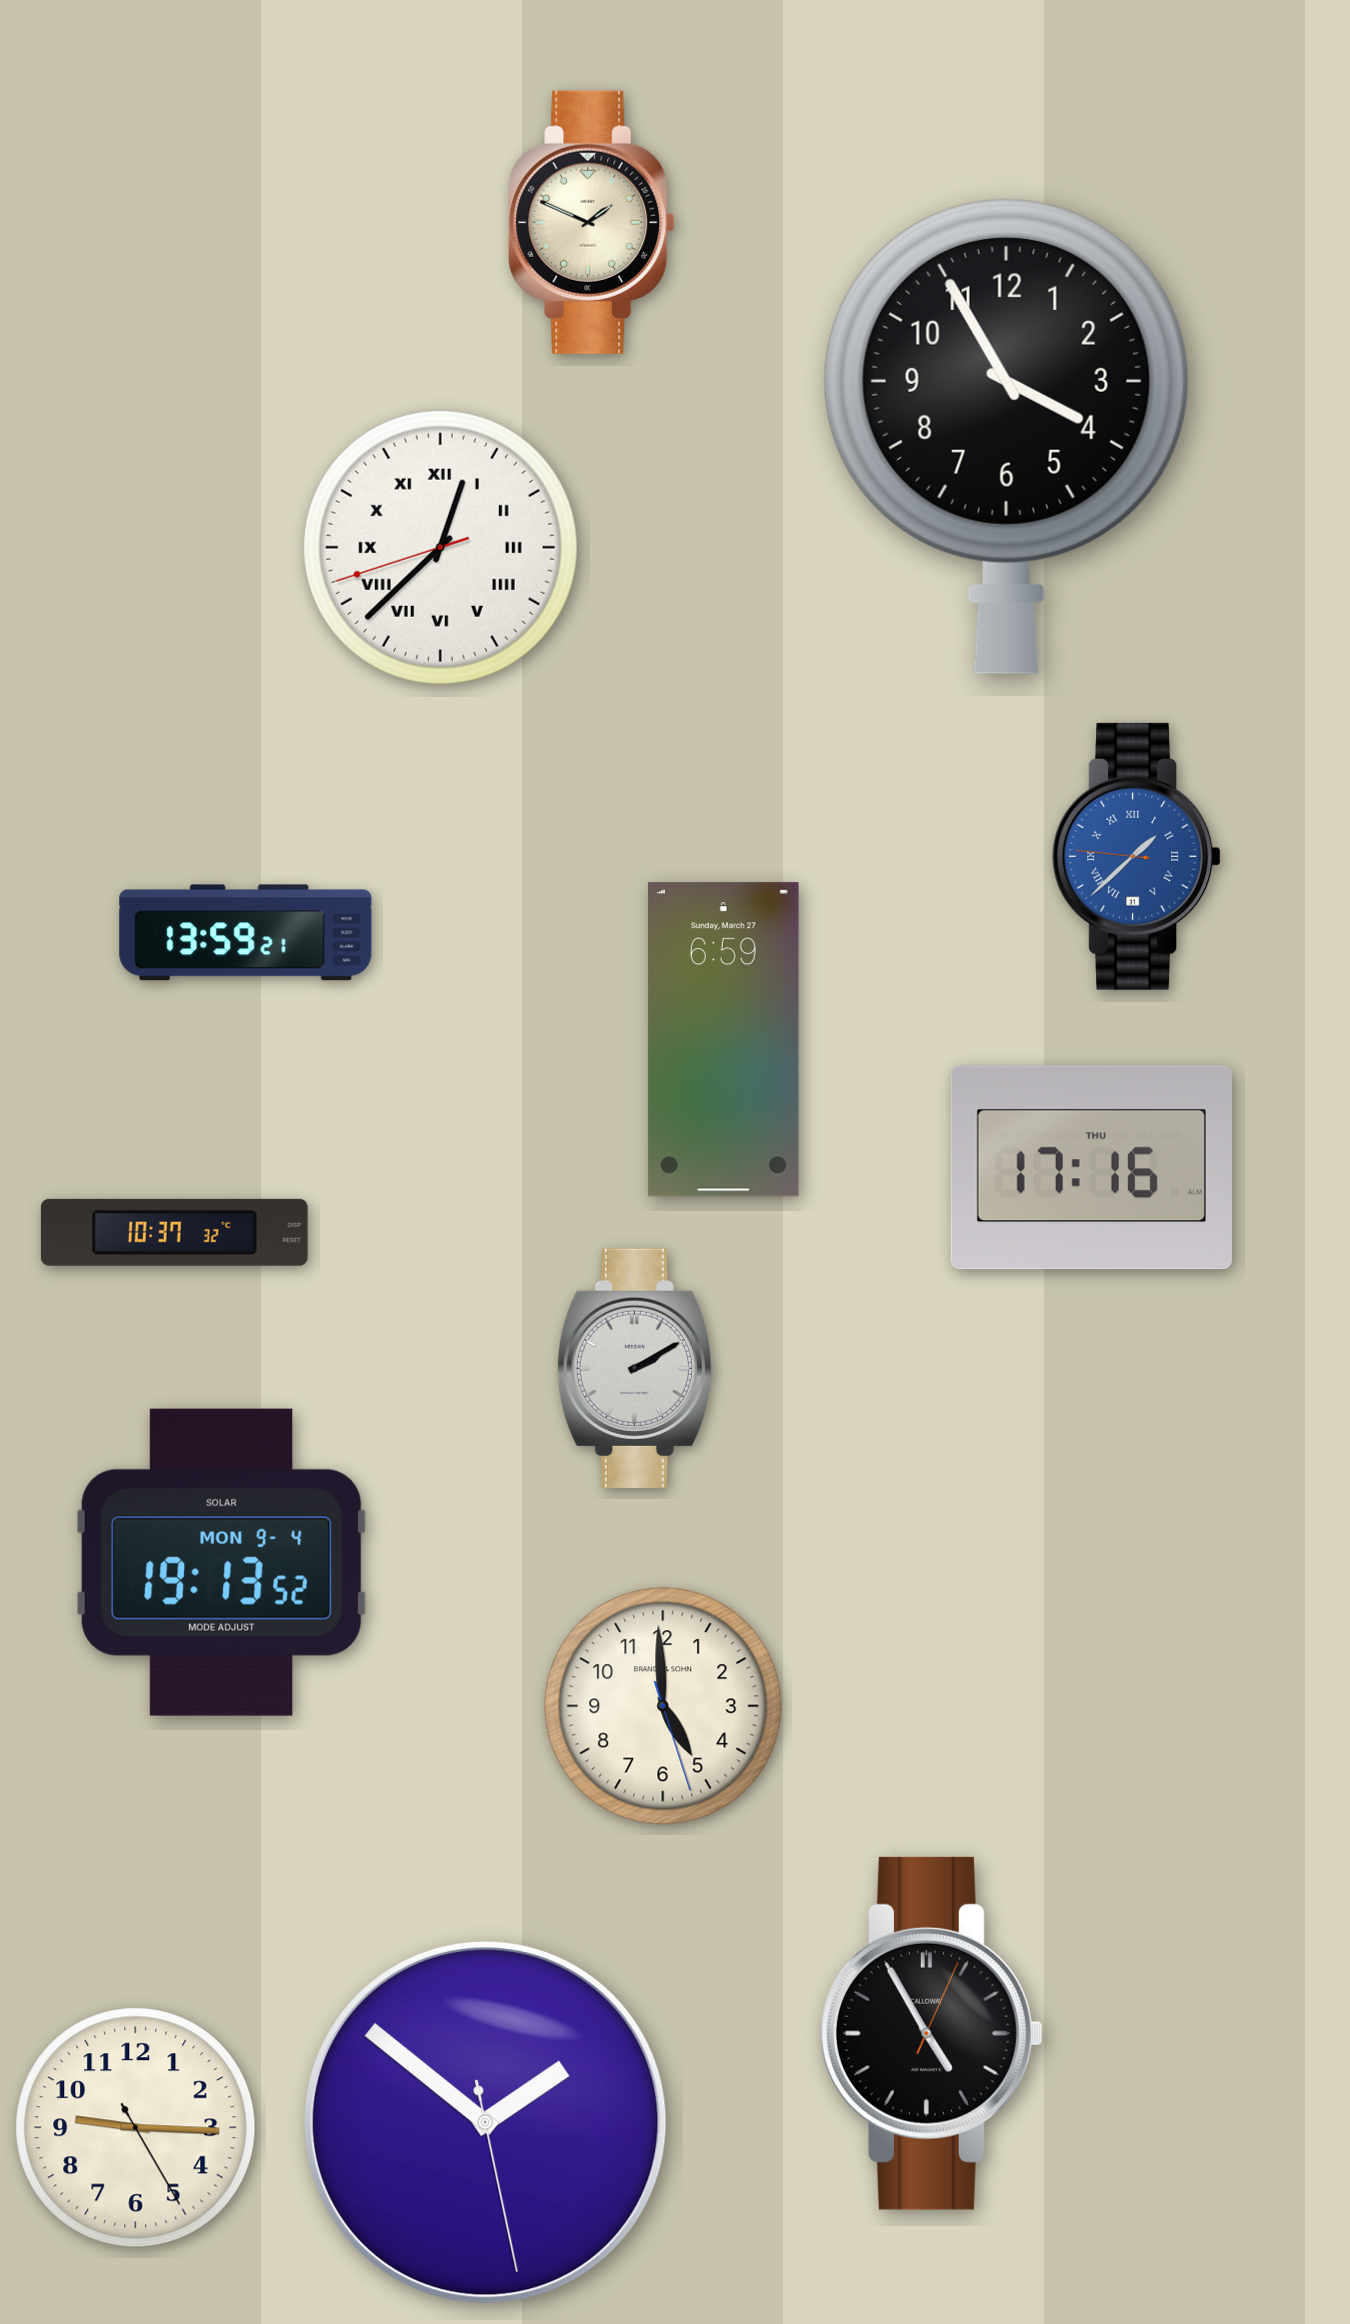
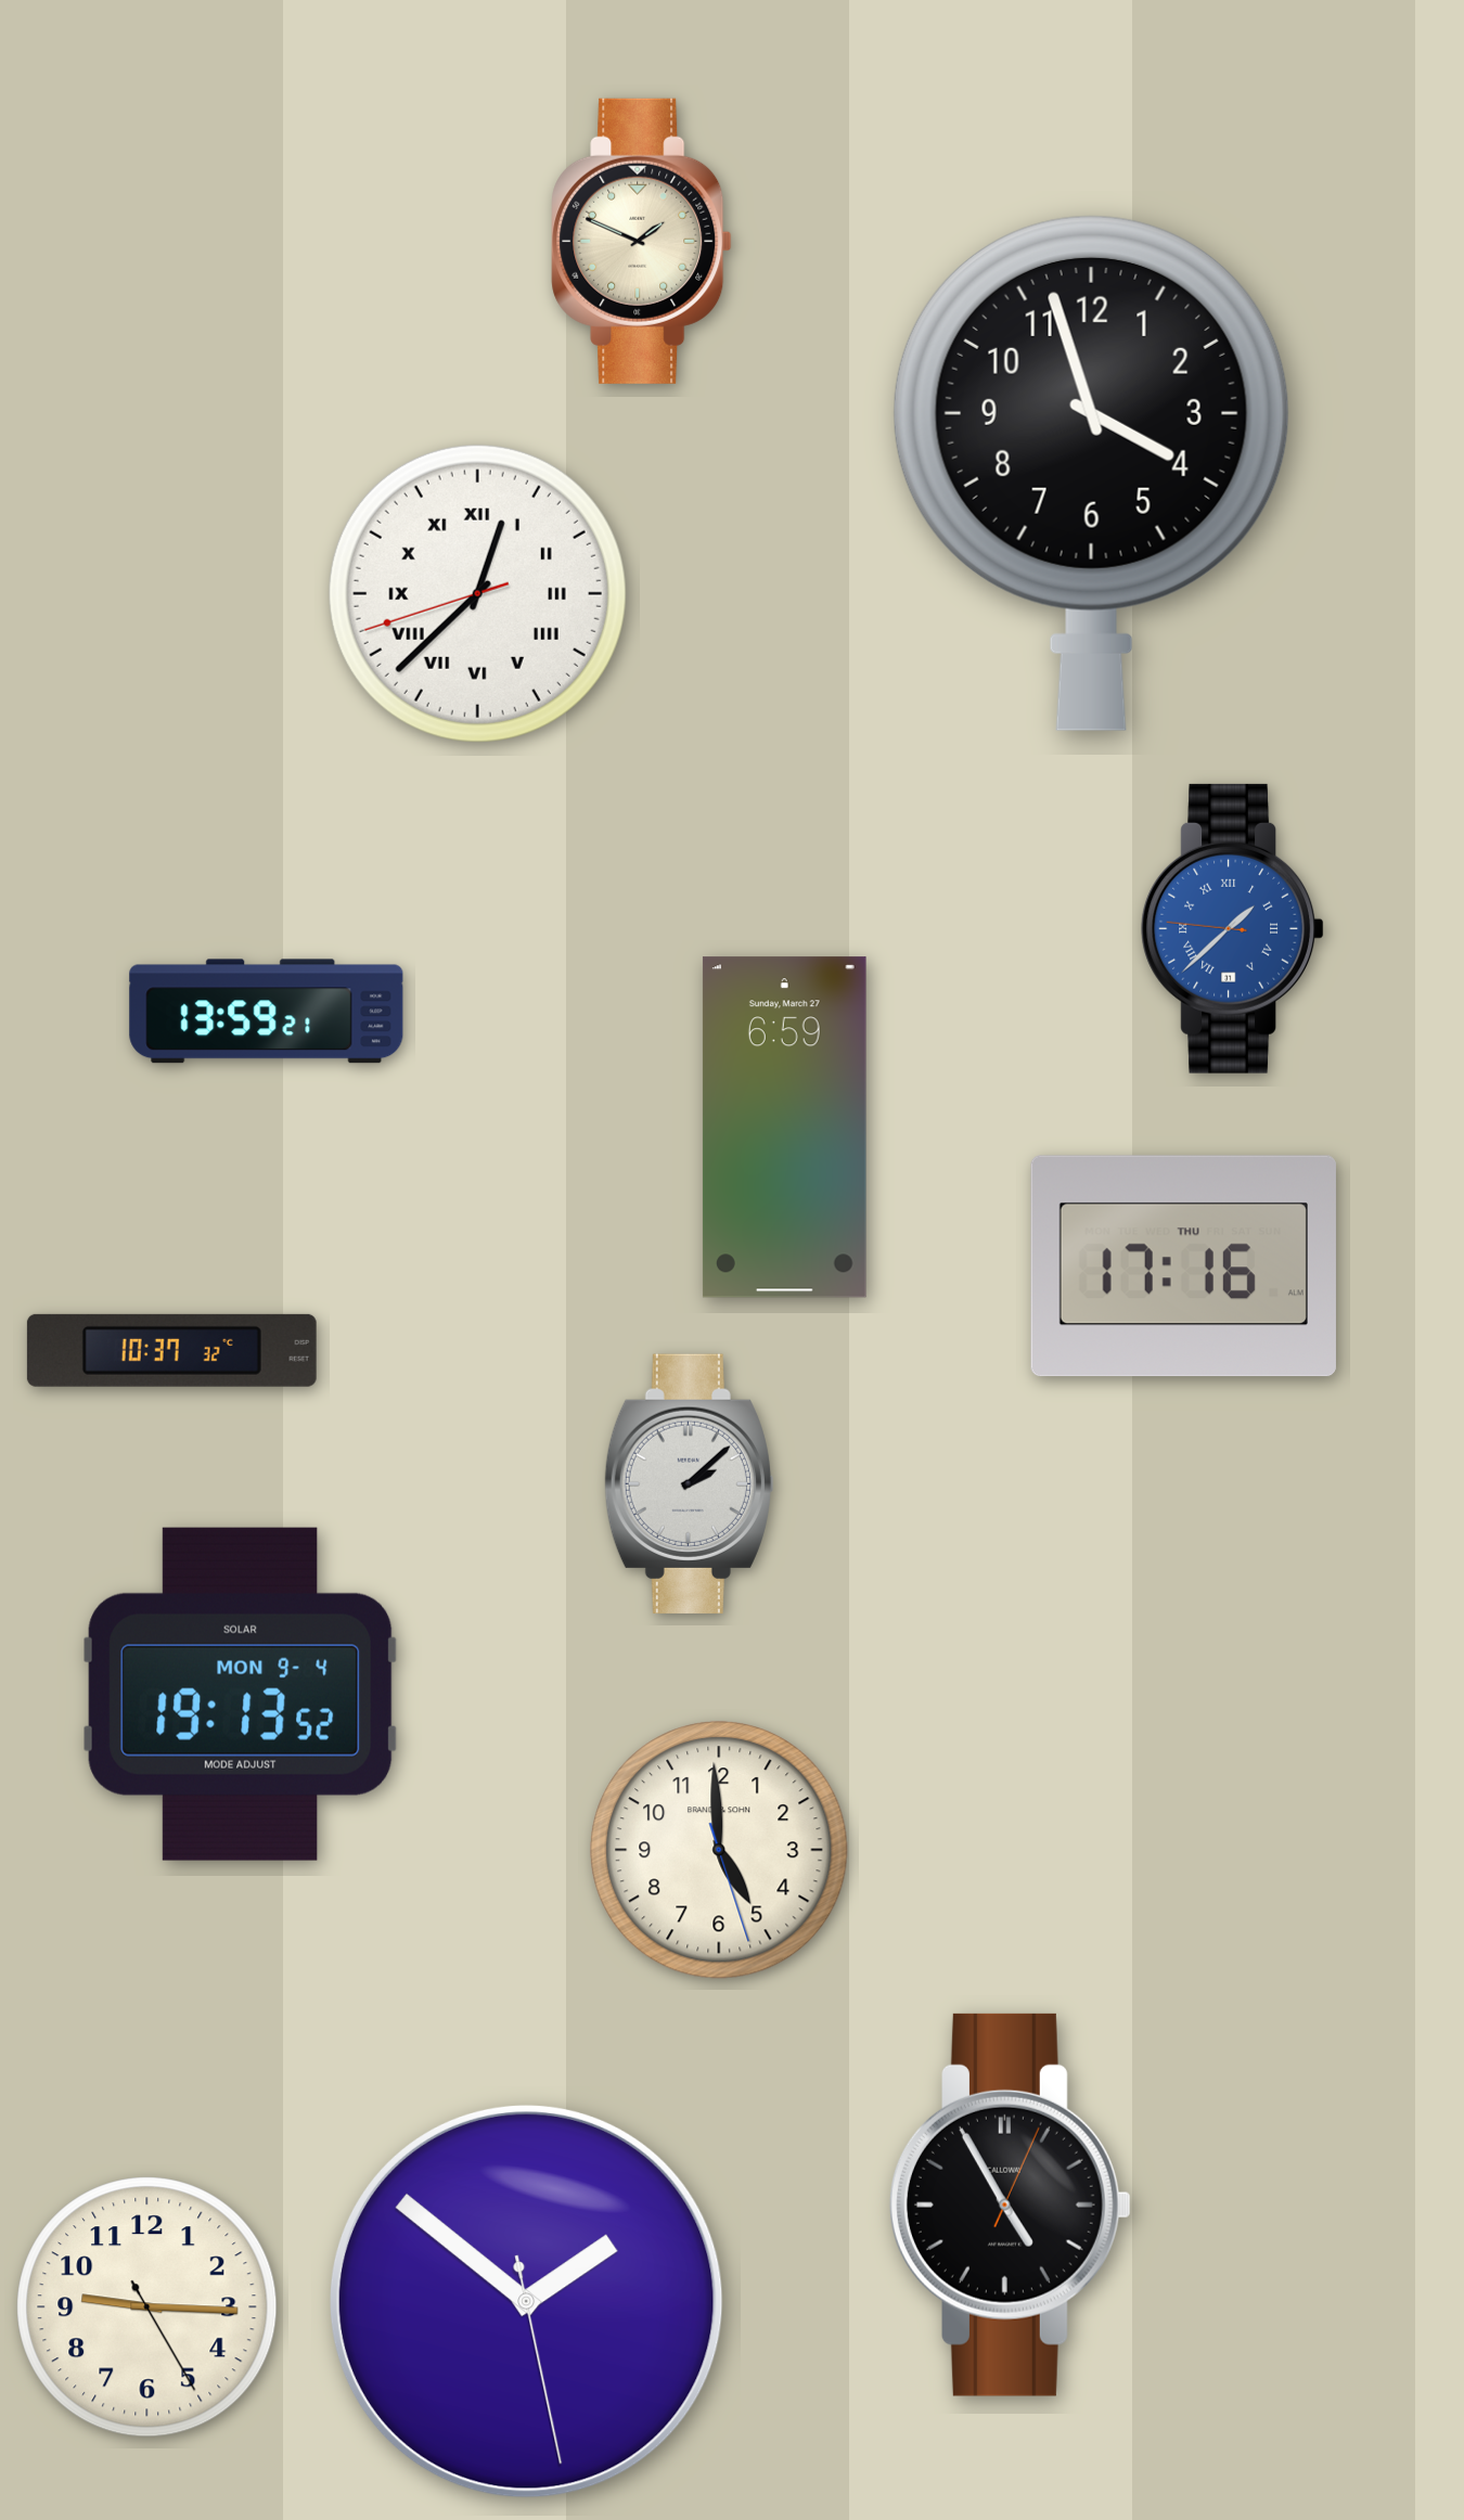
clock at (1006, 436): 3:55 -> 3:57
clock at (174, 1232) position: (174, 1232) -> (171, 1350)
clock at (635, 1368): 2:10 -> 2:08
